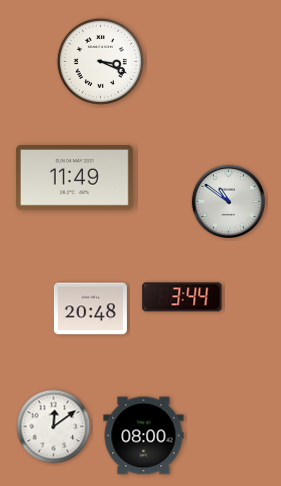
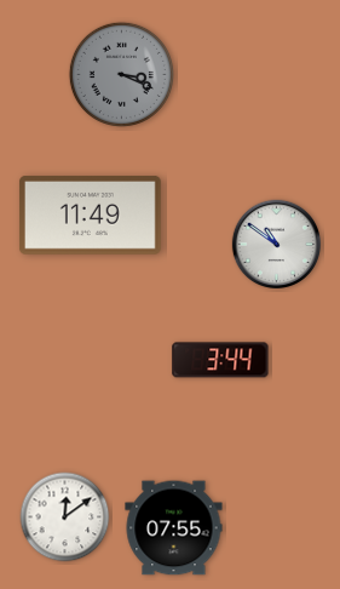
clock at (100, 61) dial: white -> grey
clock at (90, 309): 20:48 -> none
clock at (144, 436): 08:00 -> 07:55
